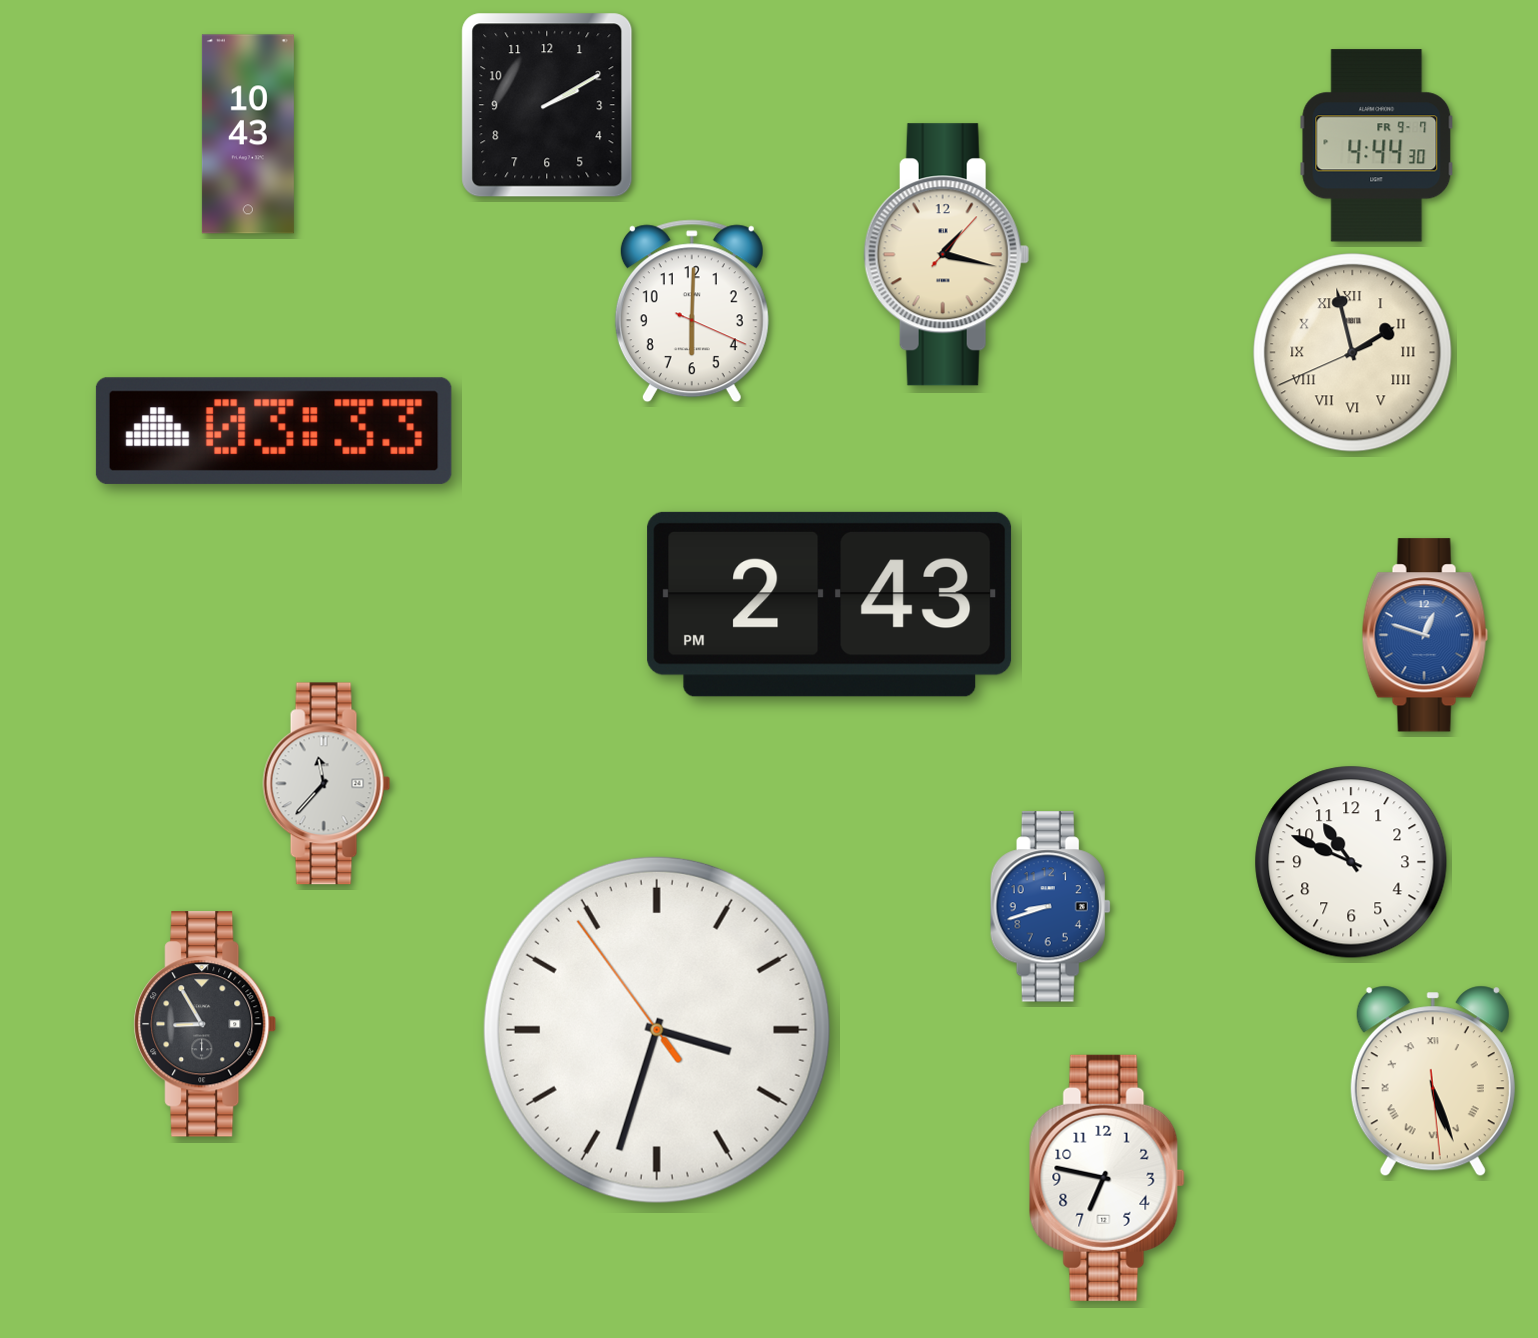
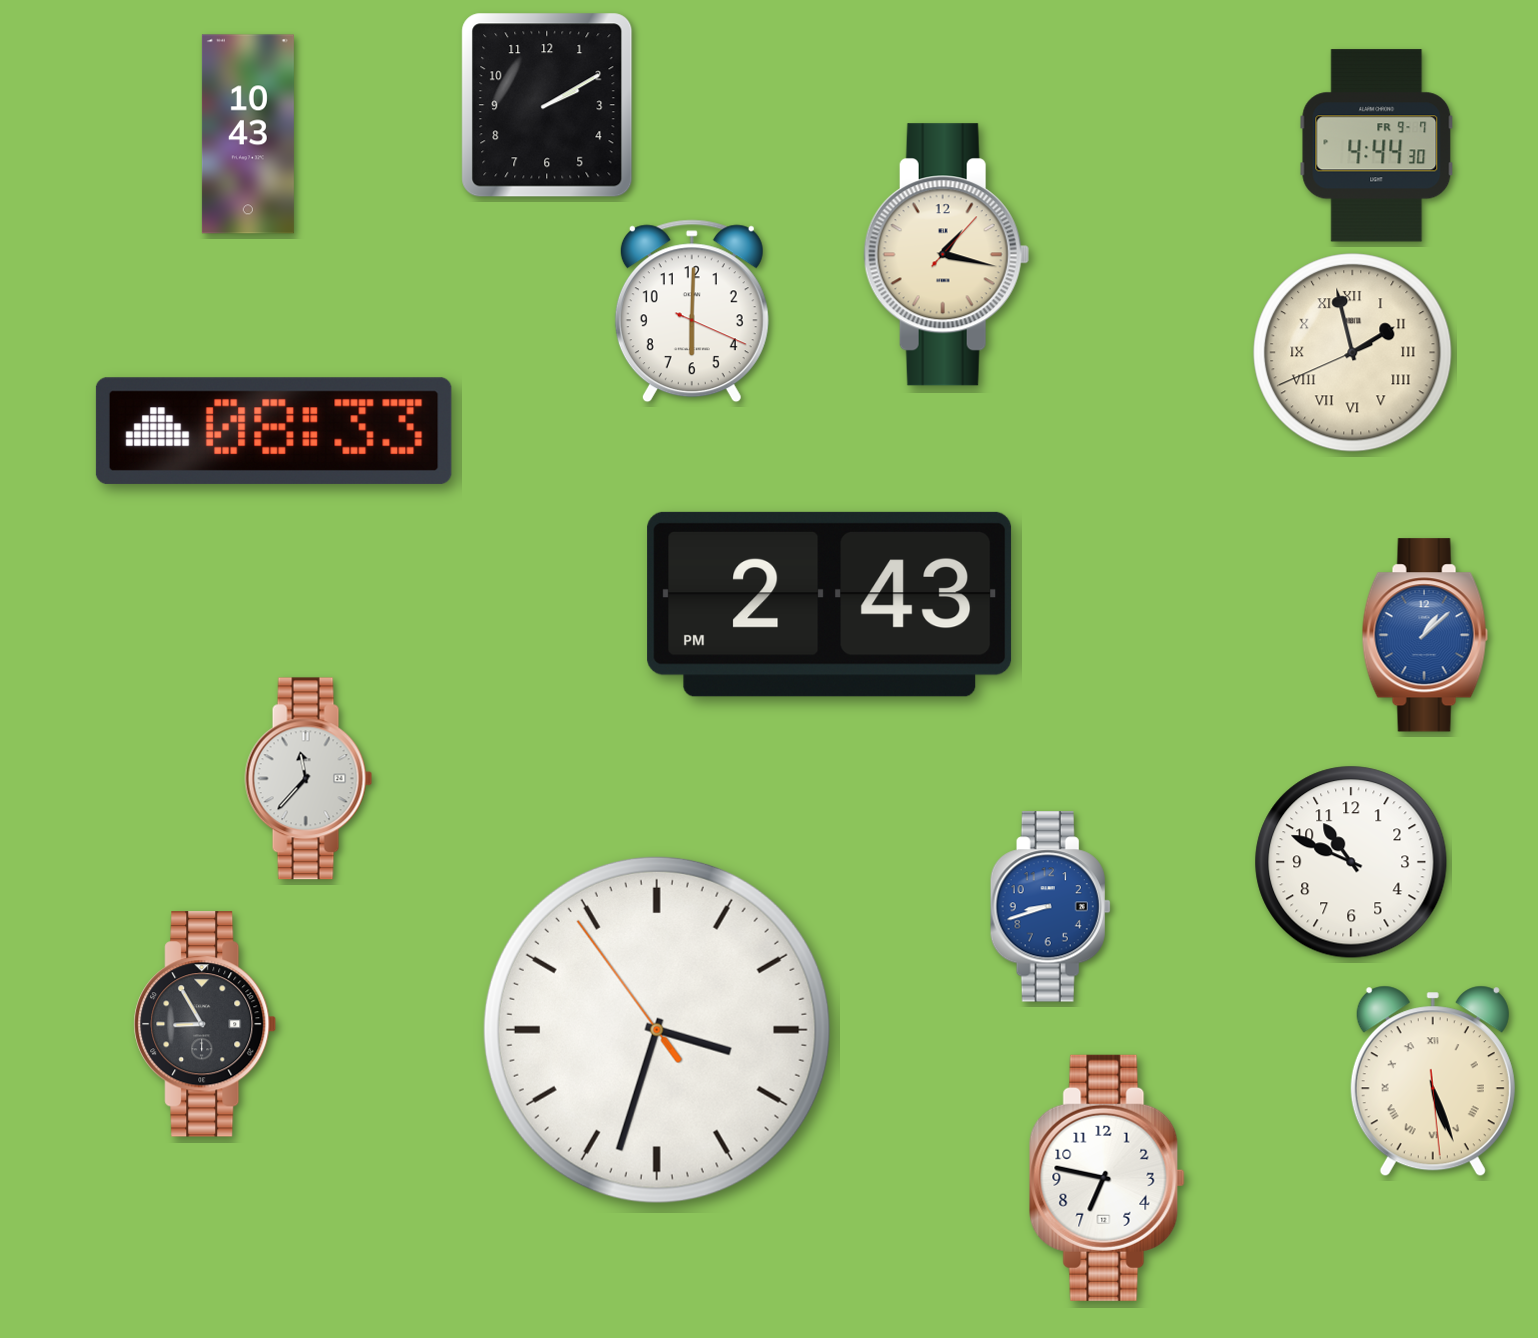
clock at (274, 431): 03:33 -> 08:33
clock at (1425, 635): 12:48 -> 1:08
clock at (327, 784) position: (327, 784) -> (309, 779)
